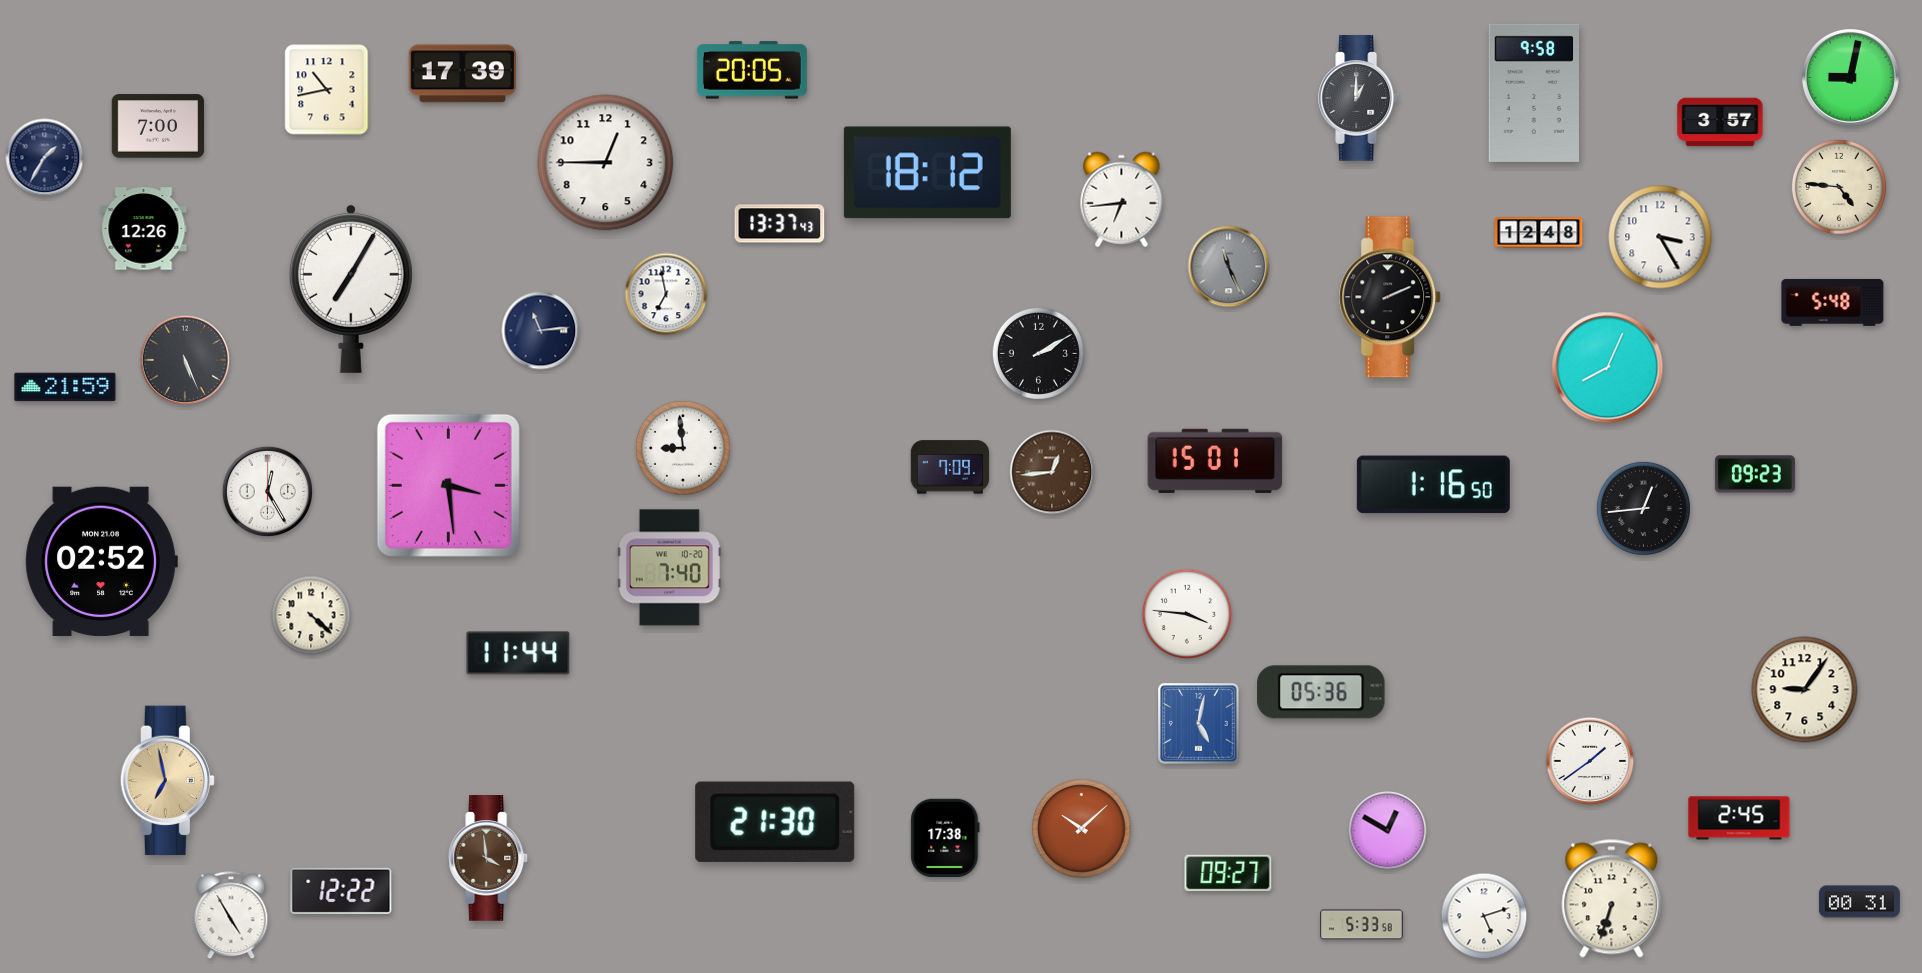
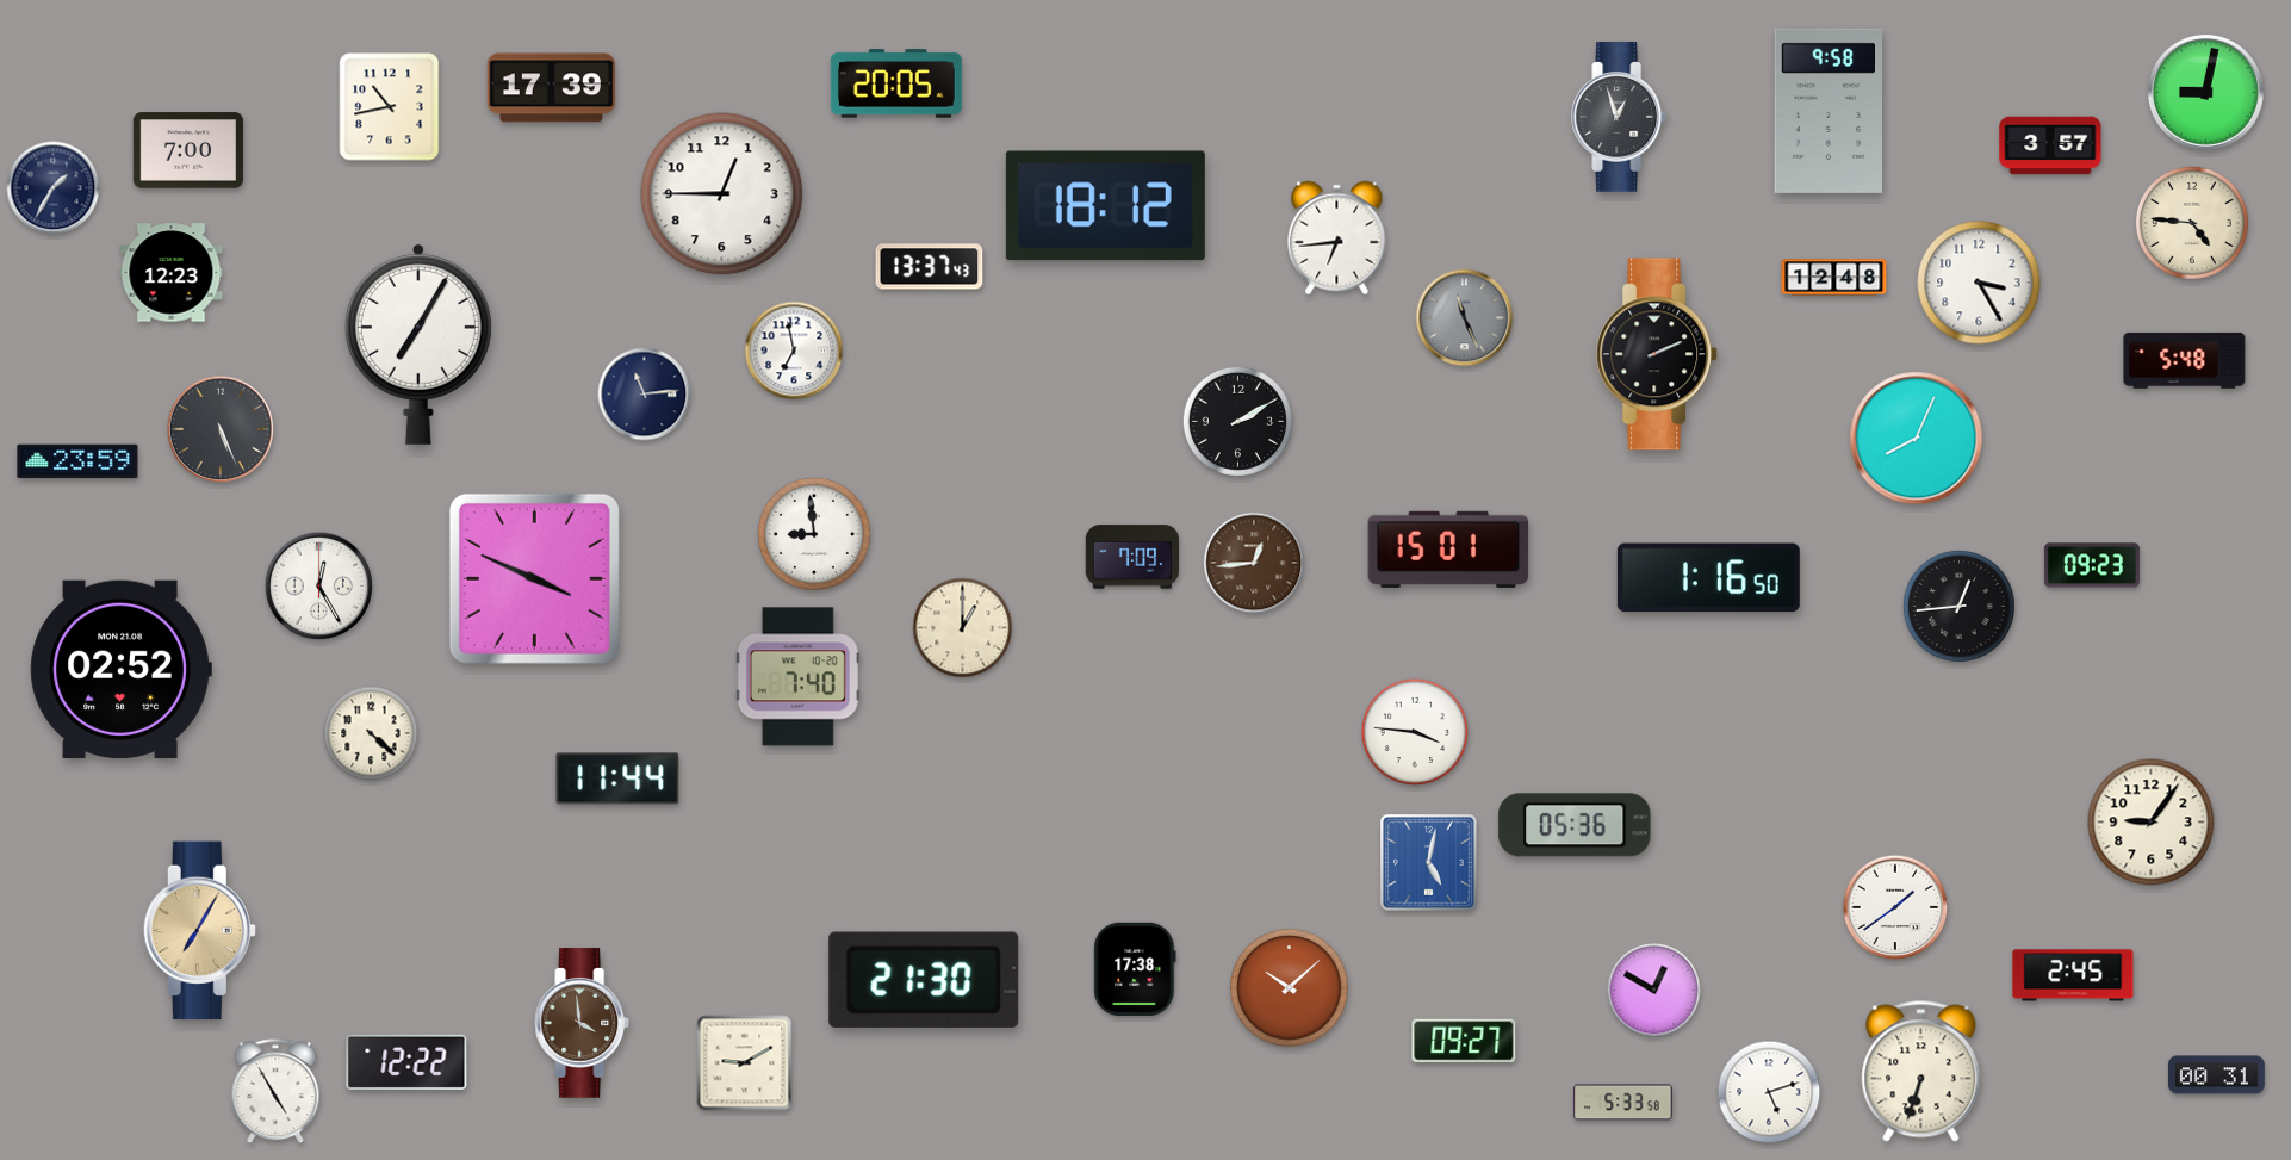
clock at (1359, 98): 1:00 -> 12:57
clock at (144, 229): 12:26 -> 12:23
clock at (65, 387): 21:59 -> 23:59
clock at (448, 485): 3:29 -> 3:49
clock at (963, 628): none -> 1:00
clock at (167, 781): 6:58 -> 7:05
clock at (945, 837) position: (945, 837) -> (1135, 968)
clock at (745, 1063): none -> 9:10
